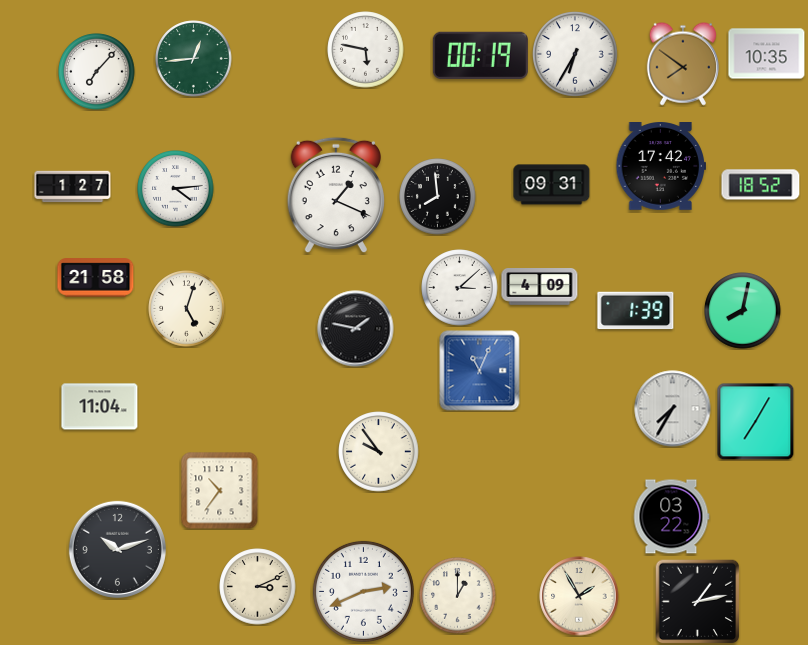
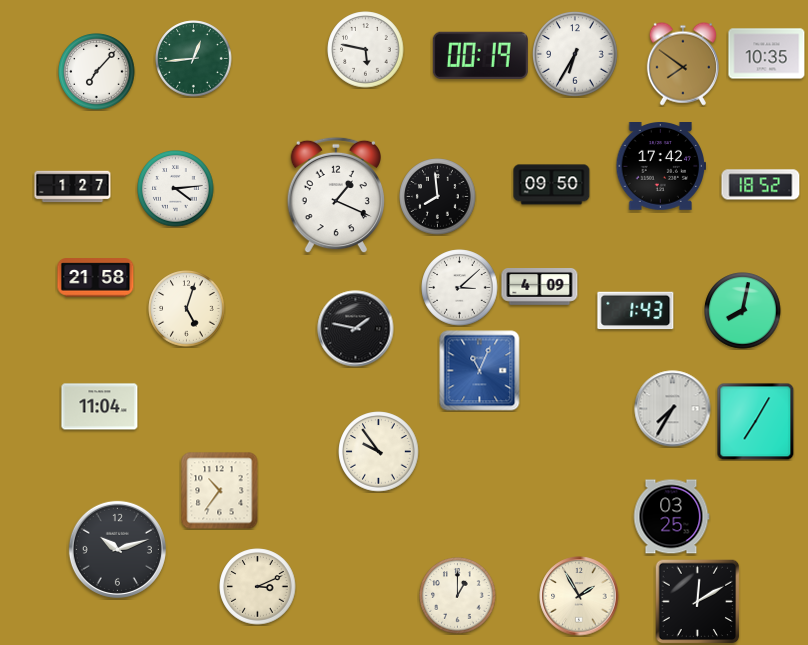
clock at (552, 185): 09:31 -> 09:50
clock at (636, 311): 1:39 -> 1:43
clock at (671, 517): 03:22 -> 03:25
clock at (363, 591): 2:41 -> none
clock at (697, 601): 1:13 -> 12:10
